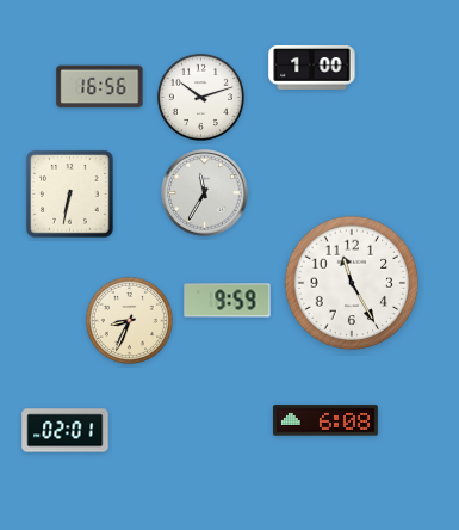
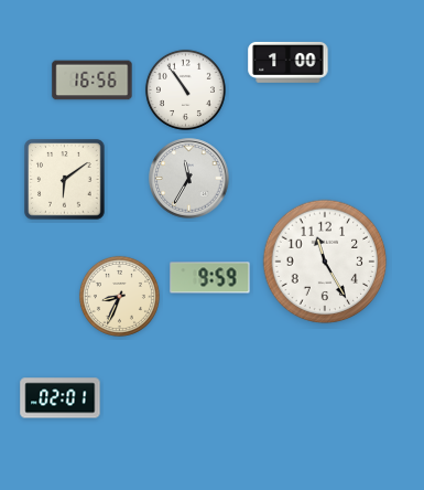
clock at (200, 97): 10:12 -> 10:54
clock at (70, 195): 6:32 -> 6:09
clock at (325, 420): 6:08 -> none
